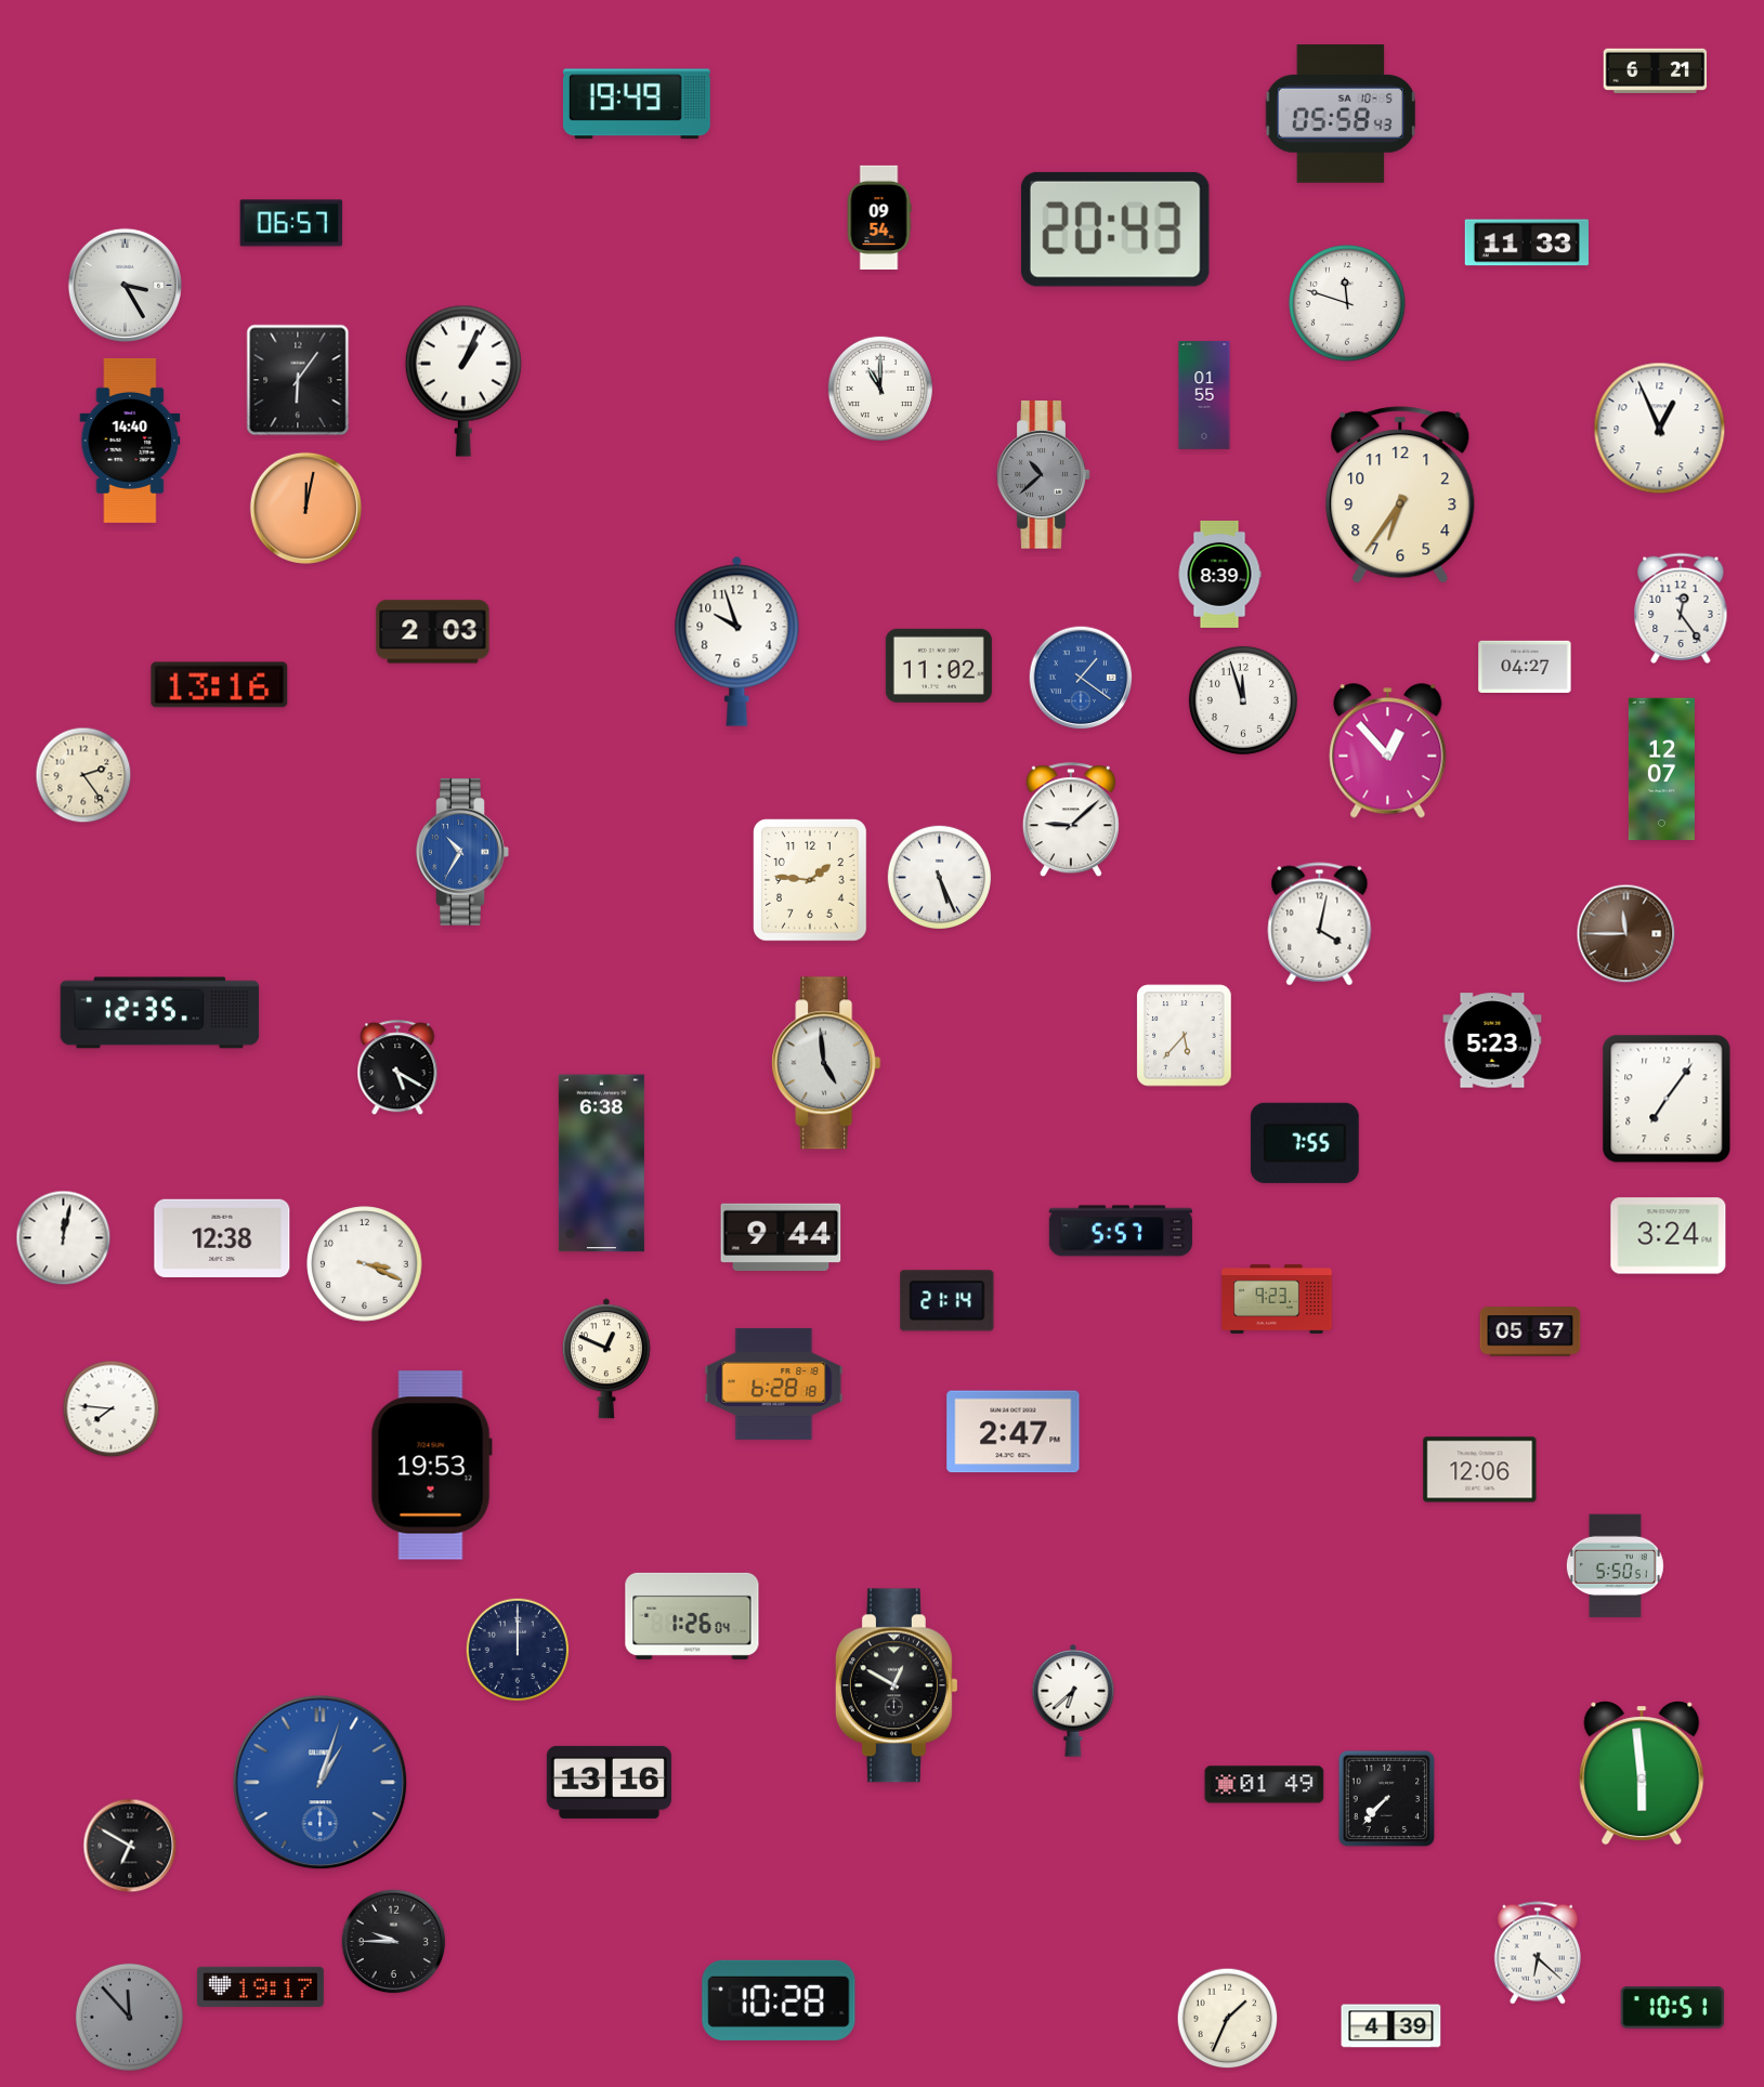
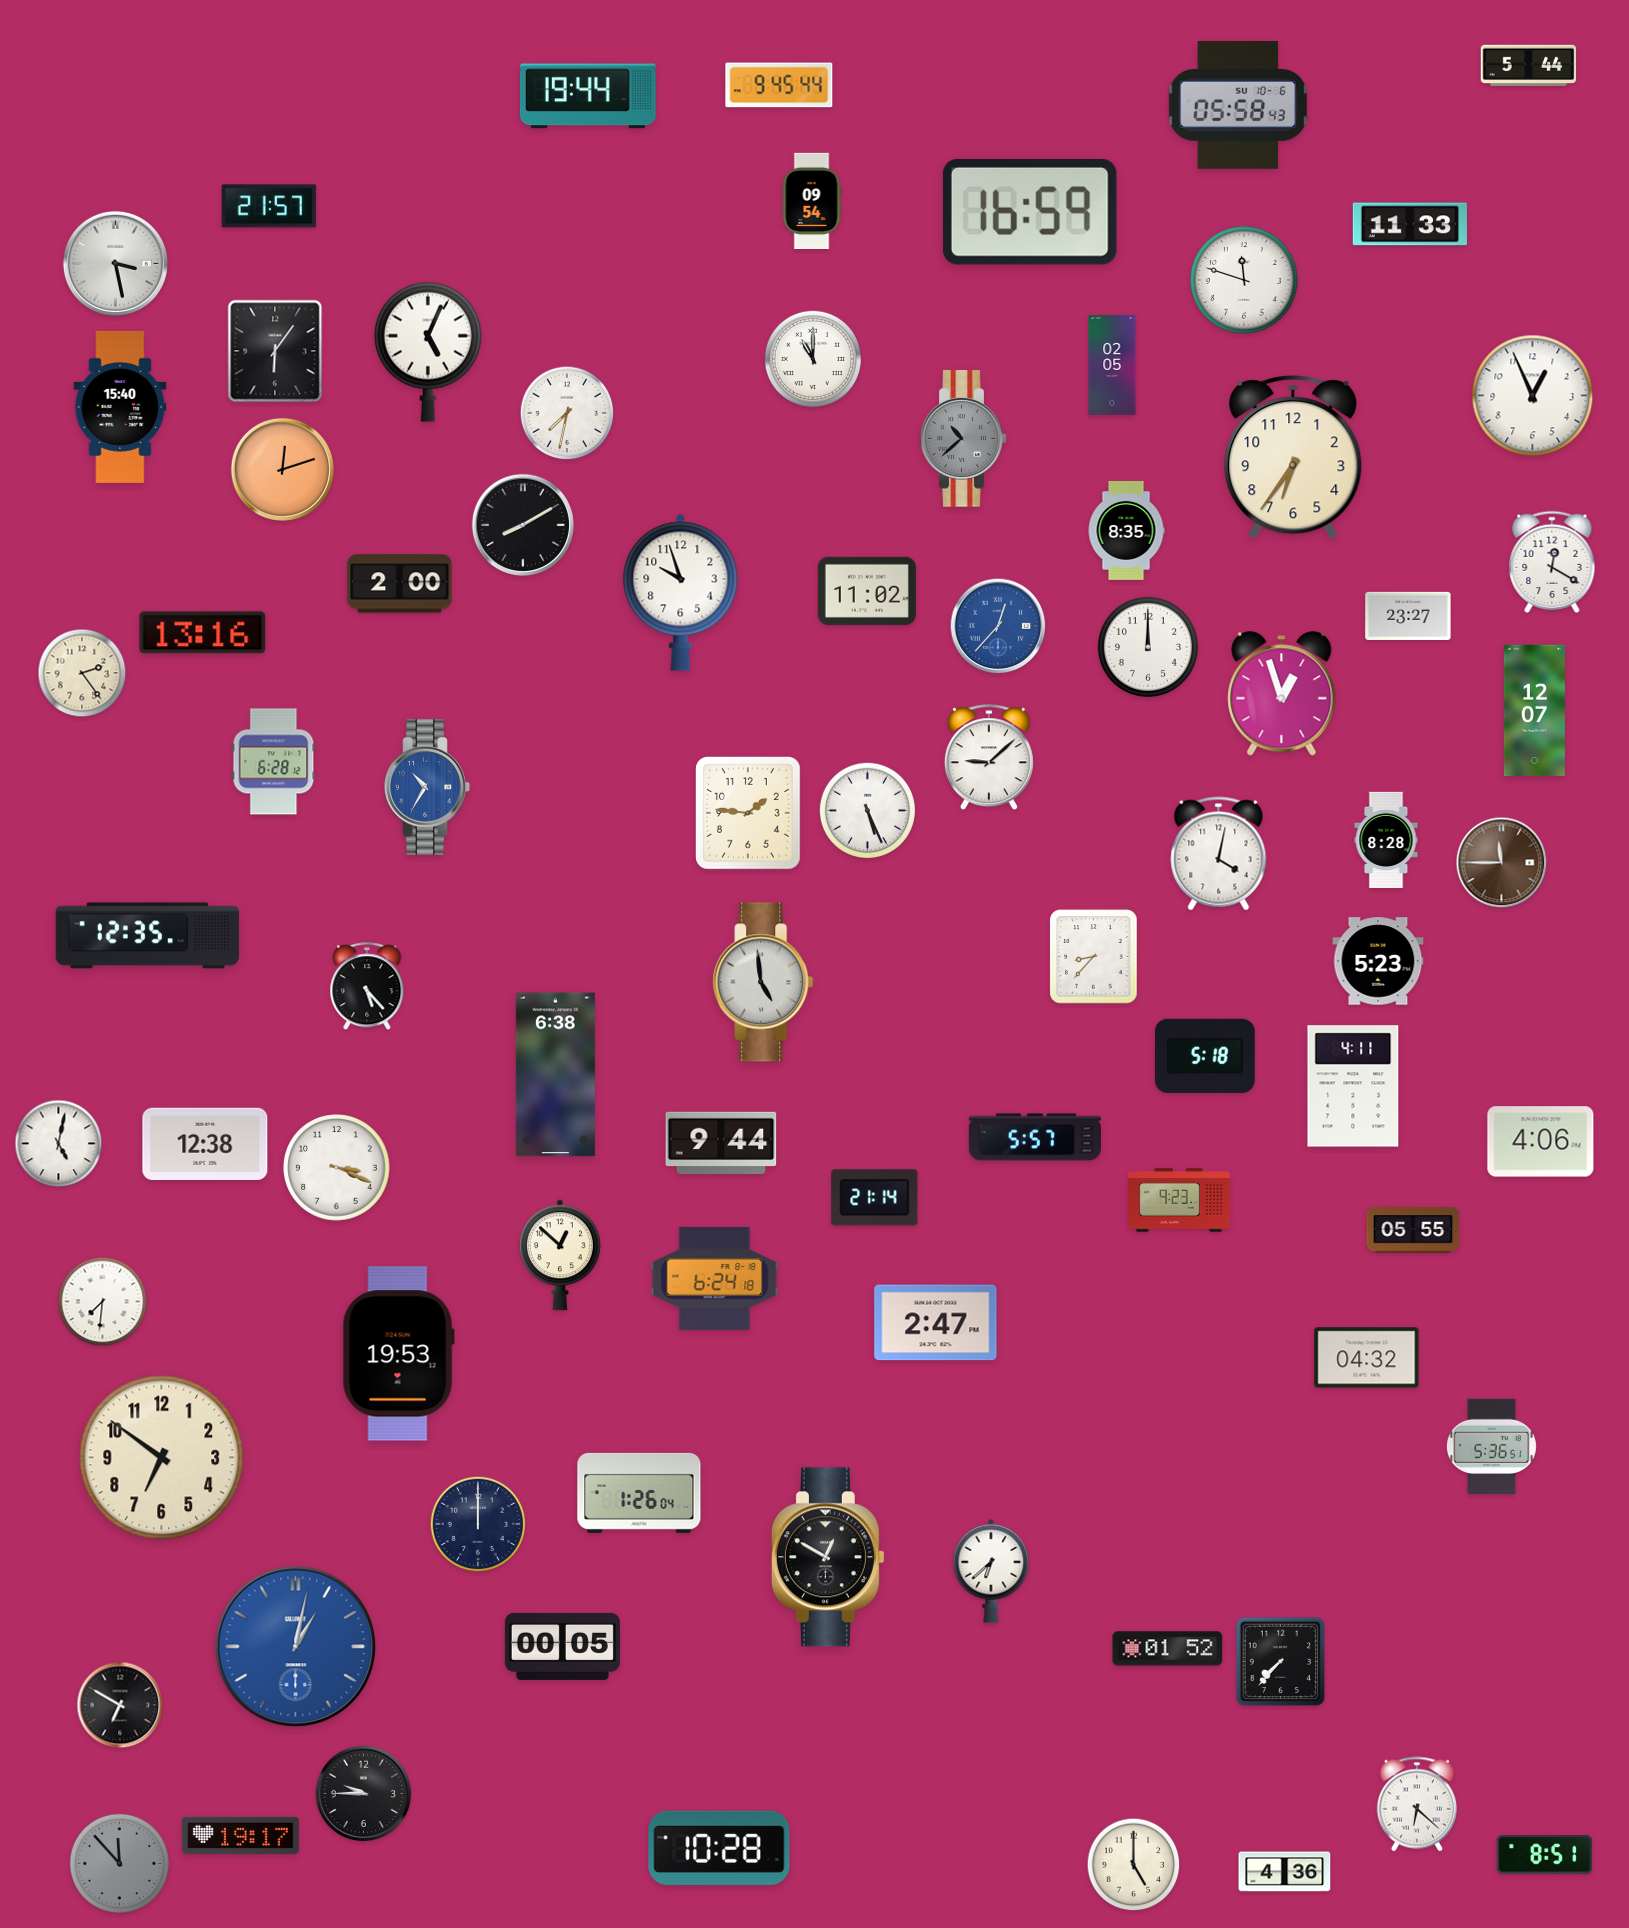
clock at (1656, 71): 6:21 -> 5:44
clock at (779, 85): none -> 9:45
clock at (637, 104): 19:49 -> 19:44
clock at (1340, 115) date: SA 10-5 -> SU 10-6
clock at (291, 223): 06:57 -> 21:57
clock at (1115, 229): 20:43 -> 16:59
clock at (125, 285): 3:25 -> 3:28
clock at (463, 381): 1:04 -> 5:04
clock at (1204, 395): 01:55 -> 02:05
clock at (130, 441): 14:40 -> 15:40
clock at (567, 413): none -> 7:32
clock at (305, 508): 12:02 -> 12:12
clock at (523, 525): none -> 8:10
clock at (1219, 574): 8:39 -> 8:35
clock at (1681, 607): 12:24 -> 12:20
clock at (433, 632): 2:03 -> 2:00
clock at (939, 666) position: (939, 666) -> (867, 591)
clock at (1525, 667): 04:27 -> 23:27
clock at (1081, 678): 1:21 -> 12:37
clock at (1243, 700): 11:57 -> 12:00
clock at (1388, 751): 12:53 -> 12:57
clock at (83, 775) position: (83, 775) -> (82, 673)
clock at (274, 762): none -> 6:28
clock at (1386, 839): none -> 8:28
clock at (1185, 1036): 5:37 -> 8:37
clock at (397, 1068): 5:20 -> 5:23
clock at (1667, 1099): 7:06 -> none
clock at (1305, 1143): 7:55 -> 5:18
clock at (1353, 1086): none -> 4:11
clock at (1669, 1236): 3:24 -> 4:06
clock at (64, 1238): 12:02 -> 5:02
clock at (948, 1301) position: (948, 1301) -> (875, 1198)
clock at (1530, 1331): 05:57 -> 05:55
clock at (606, 1358): 12:49 -> 12:52
clock at (774, 1383): 6:28 -> 6:24
clock at (112, 1409): 7:46 -> 7:31
clock at (1480, 1470): 12:06 -> 04:32
clock at (1615, 1566): 5:50 -> 5:36
clock at (162, 1458): none -> 6:51
clock at (1642, 1773): 5:59 -> none
clock at (609, 1782): 13:16 -> 00:05
clock at (321, 1783): 1:03 -> 1:02
clock at (1265, 1785): 01:49 -> 01:52
clock at (1538, 1953) position: (1538, 1953) -> (1417, 1804)
clock at (1673, 2008): 10:51 -> 8:51
clock at (1228, 2019): 1:34 -> 5:00
clock at (1391, 2026): 4:39 -> 4:36
